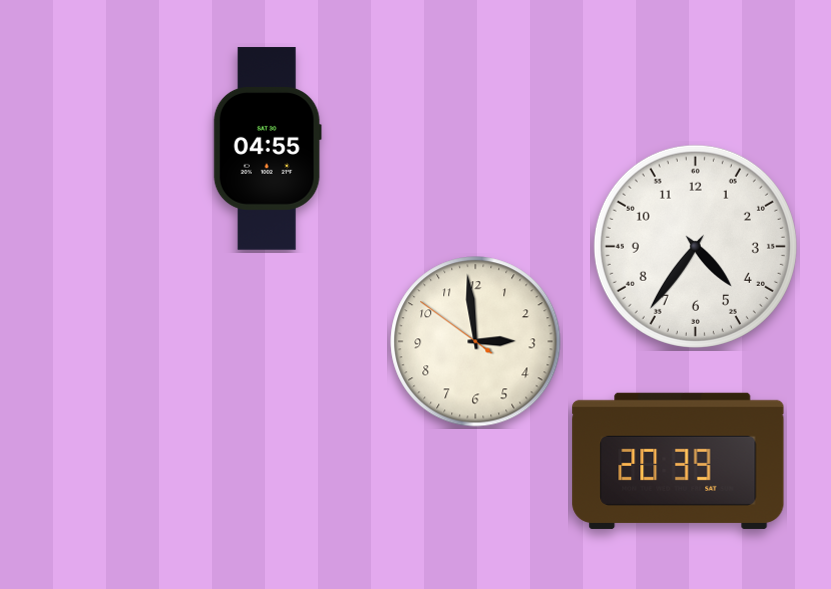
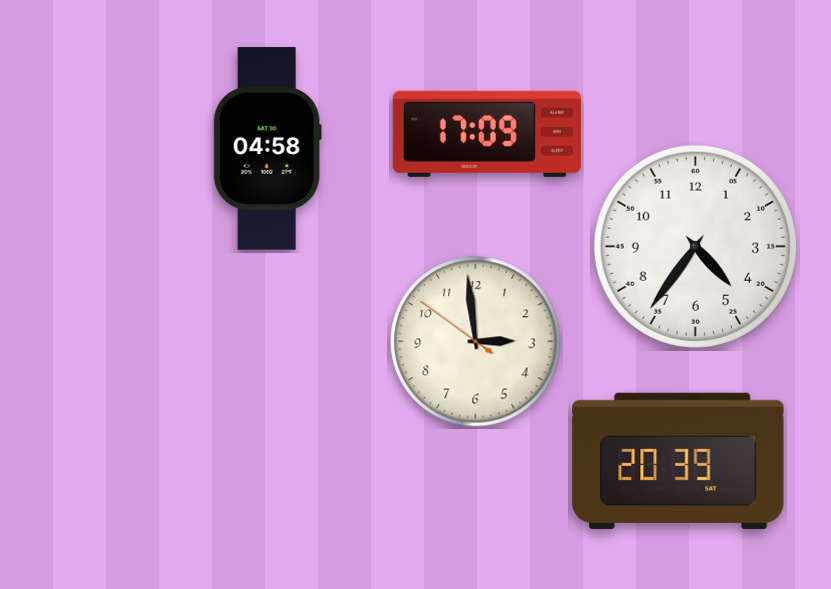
clock at (487, 134): none -> 17:09
clock at (267, 149): 04:55 -> 04:58
